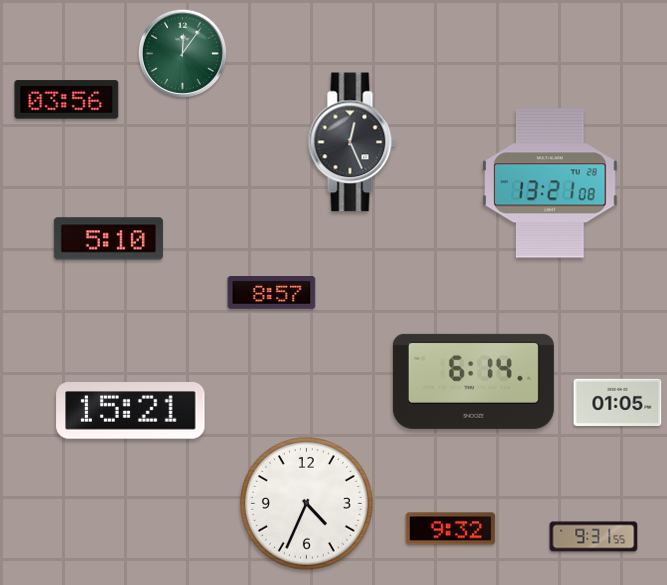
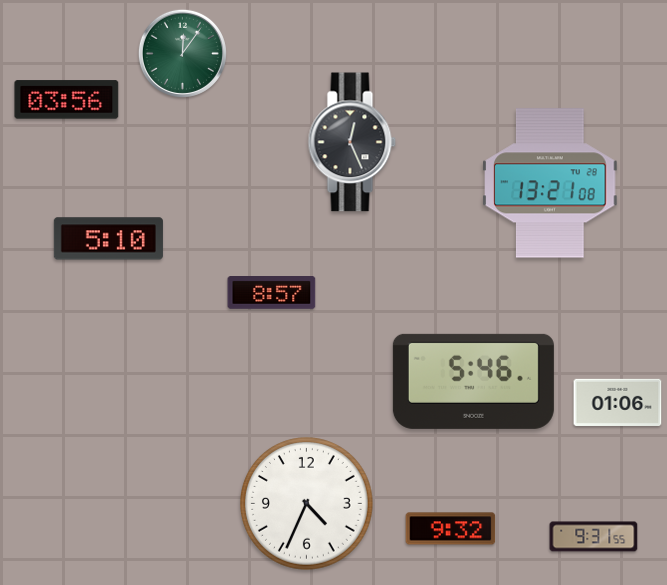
clock at (473, 381): 6:14 -> 5:46
clock at (618, 402): 01:05 -> 01:06
clock at (131, 411): 15:21 -> none
